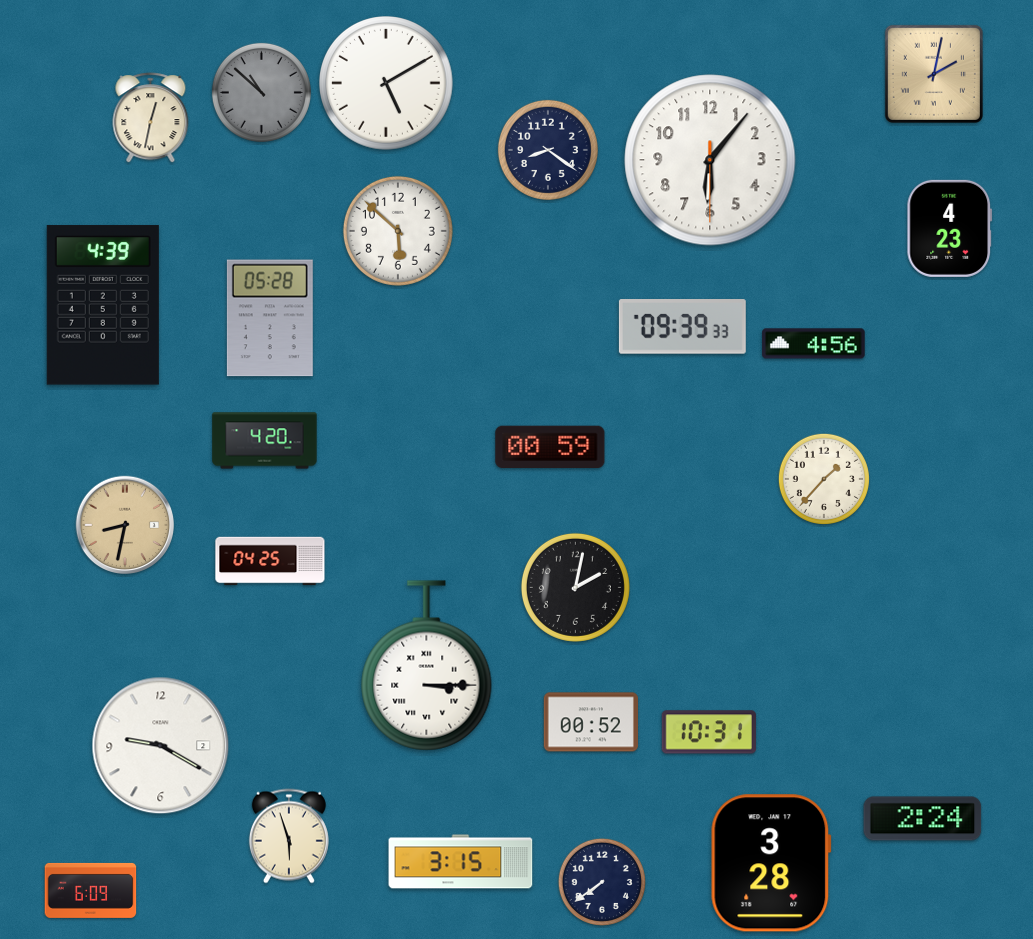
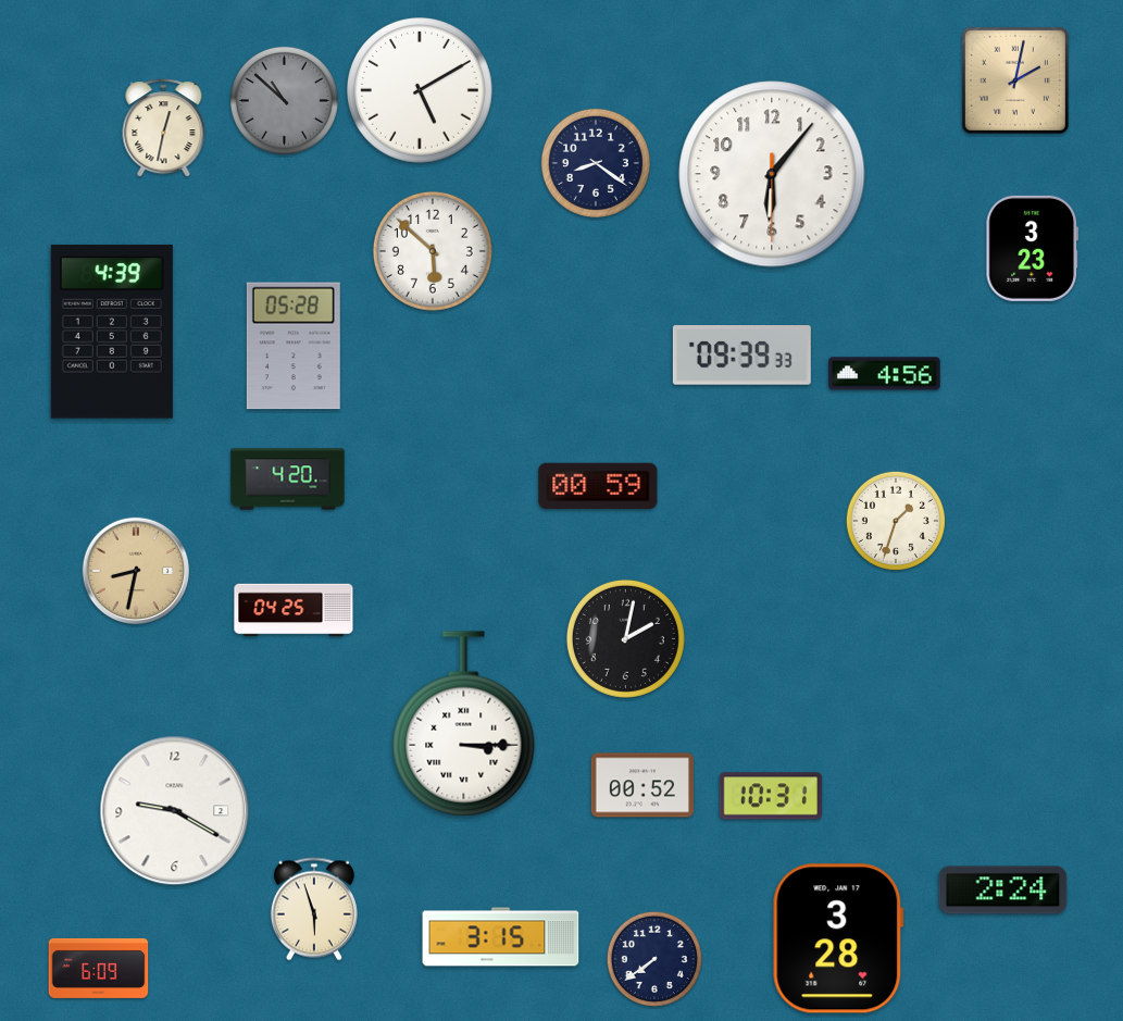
clock at (950, 228): 4:23 -> 3:23
clock at (824, 479): 1:37 -> 1:33
